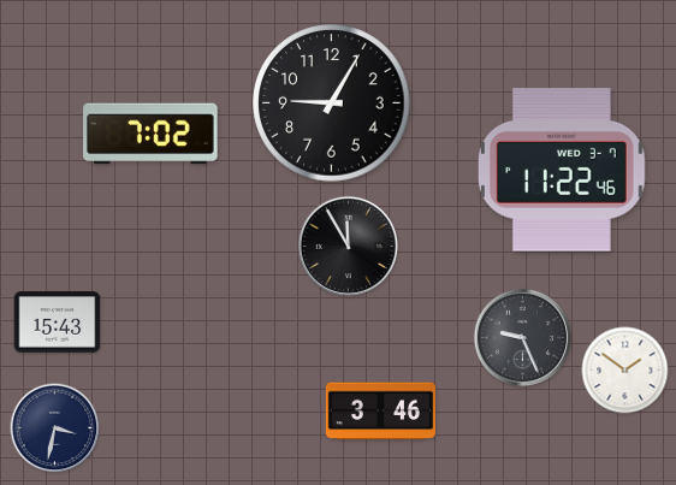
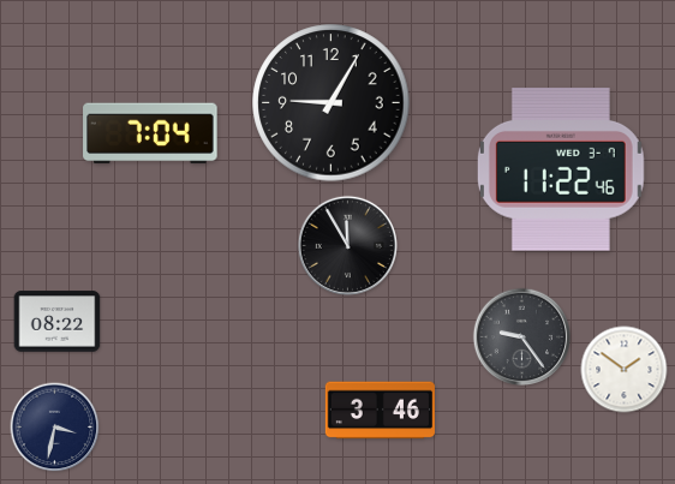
clock at (150, 134): 7:02 -> 7:04
clock at (58, 323): 15:43 -> 08:22
clock at (523, 338): 9:26 -> 9:24
